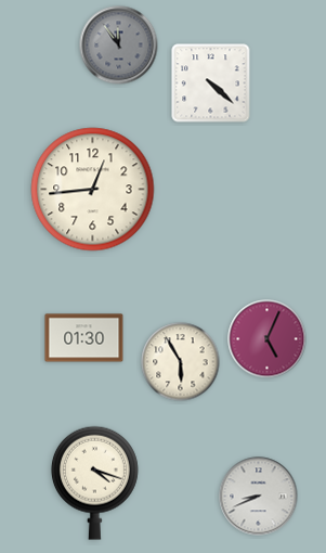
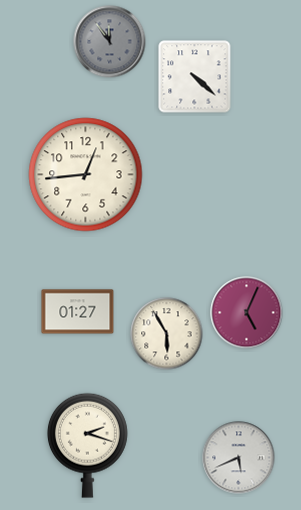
clock at (84, 338): 01:30 -> 01:27
clock at (94, 483): 4:18 -> 2:18
clock at (259, 497): 8:41 -> 5:41
